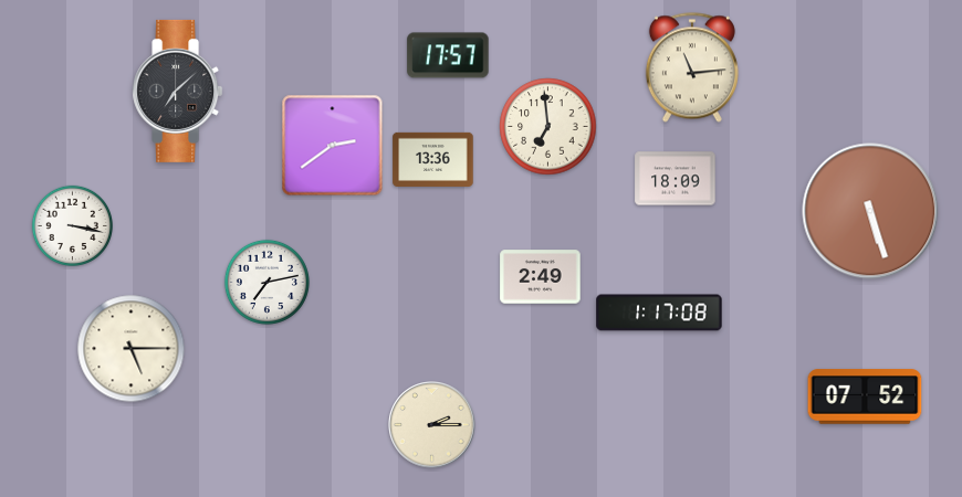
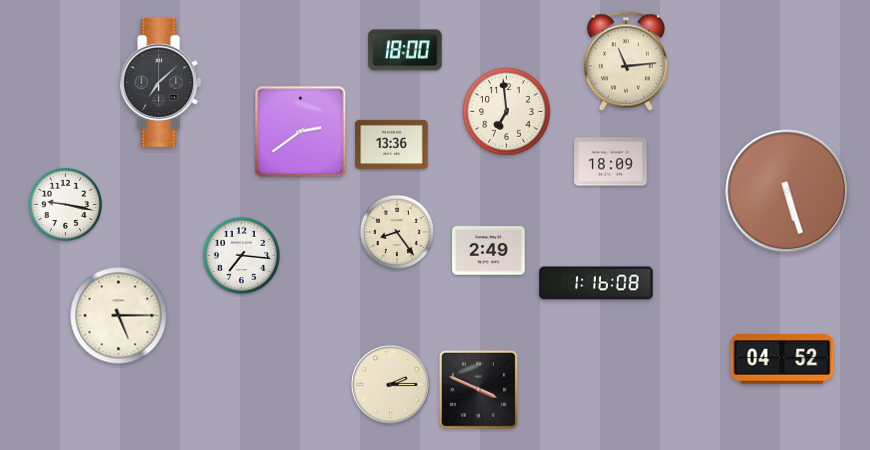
clock at (448, 55): 17:57 -> 18:00
clock at (548, 127) position: (548, 127) -> (507, 112)
clock at (72, 225): 3:17 -> 9:17
clock at (396, 231): none -> 8:24
clock at (266, 282): 7:13 -> 7:16
clock at (659, 313): 1:17 -> 1:16
clock at (865, 396): 07:52 -> 04:52
clock at (478, 389): none -> 3:49
